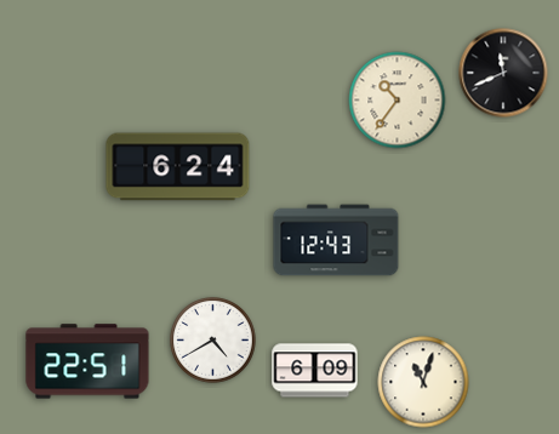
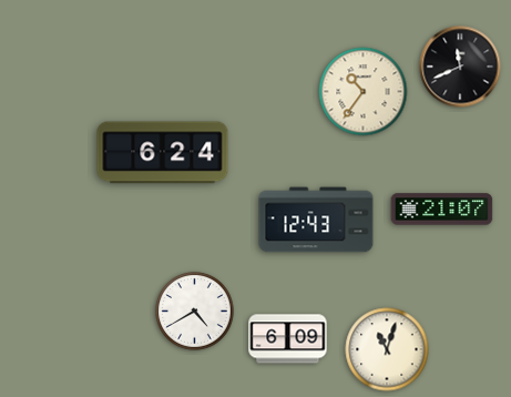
clock at (442, 210): none -> 21:07
clock at (336, 240) position: (336, 240) -> (316, 220)
clock at (87, 361): 22:51 -> none
